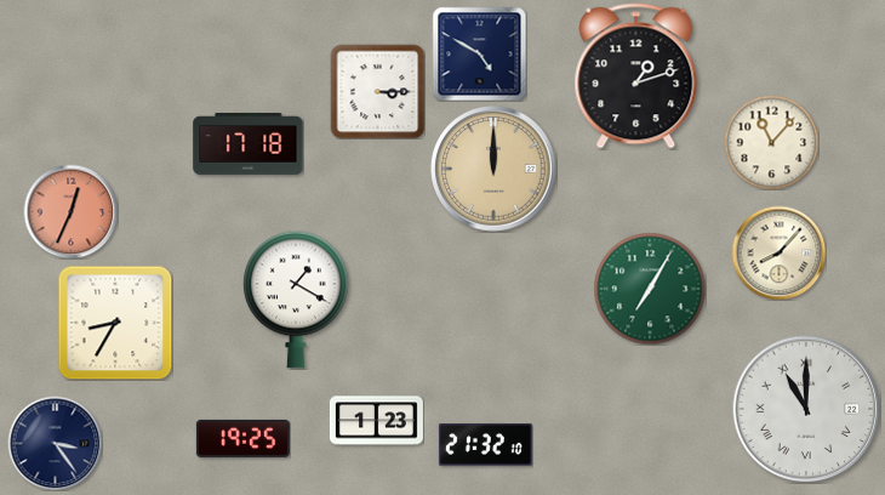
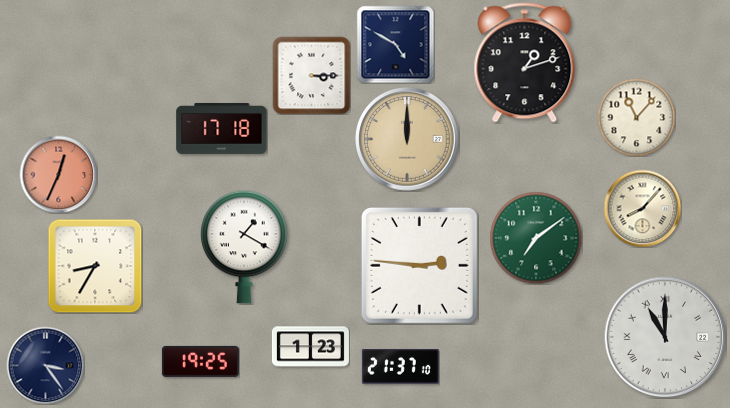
clock at (249, 143) position: (249, 143) -> (222, 128)
clock at (650, 289): 7:05 -> 7:09
clock at (419, 265): none -> 2:46
clock at (485, 445): 21:32 -> 21:37
